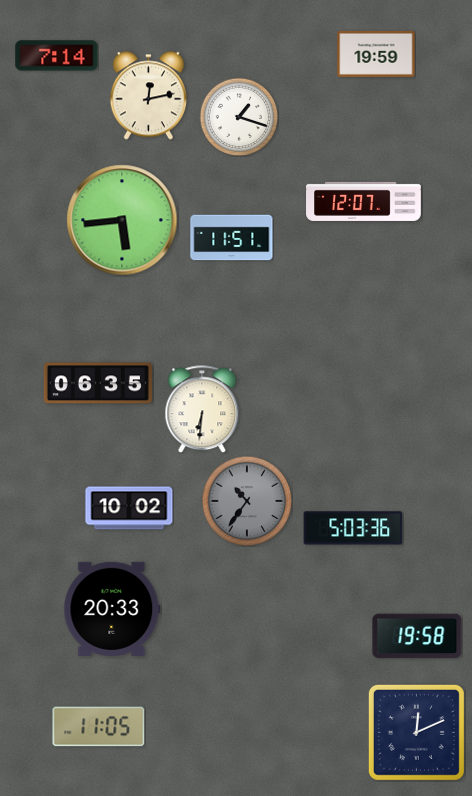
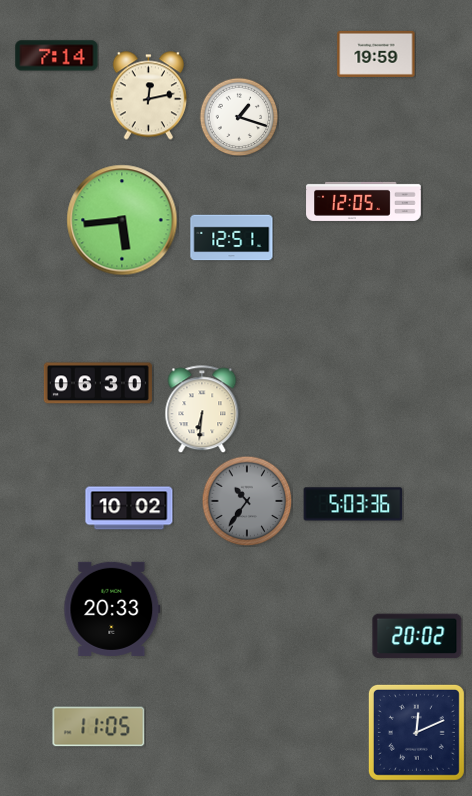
clock at (364, 201): 12:07 -> 12:05
clock at (232, 238): 11:51 -> 12:51
clock at (98, 383): 06:35 -> 06:30
clock at (353, 528) position: (353, 528) -> (353, 504)
clock at (417, 636): 19:58 -> 20:02
